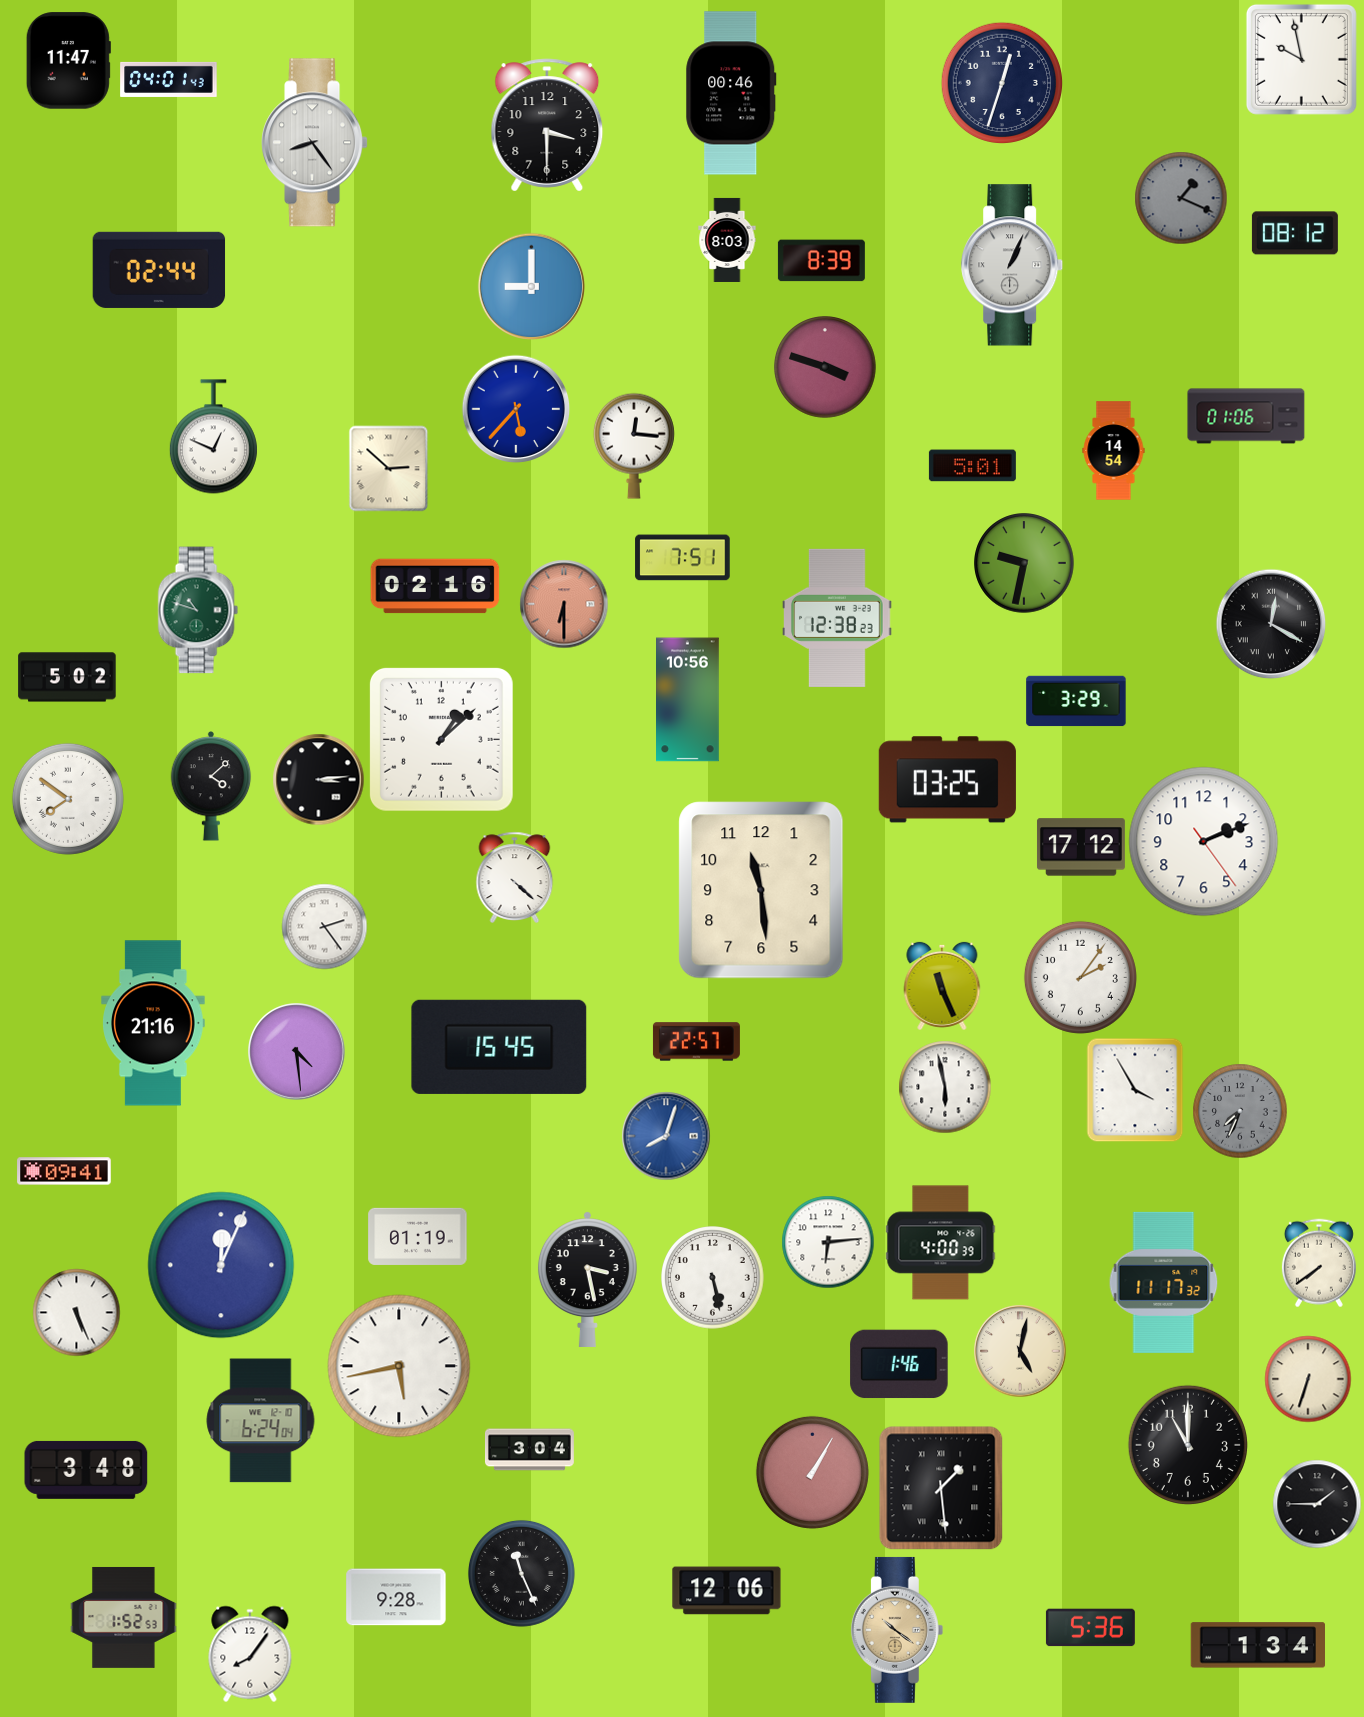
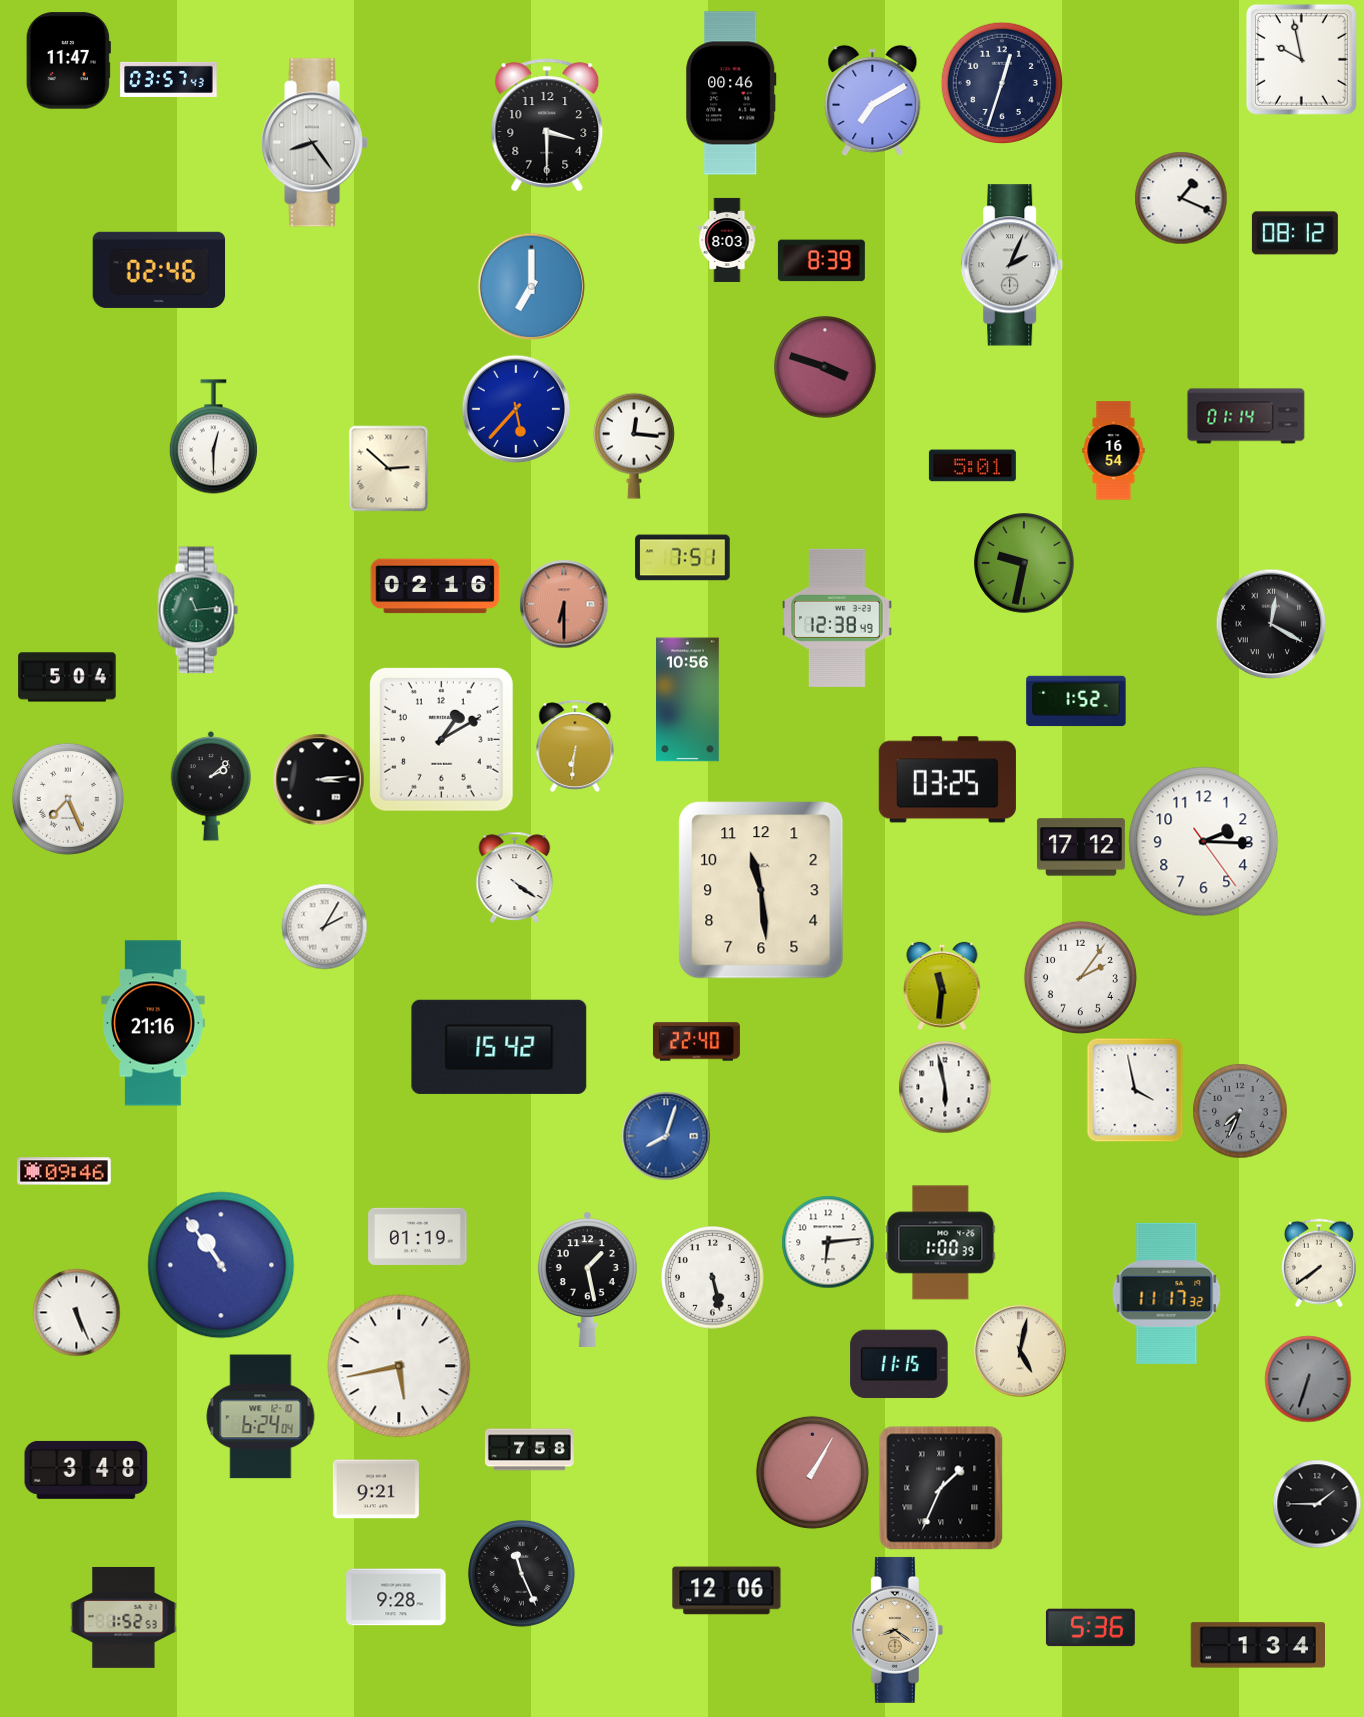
clock at (169, 79): 04:01 -> 03:57
clock at (873, 100): none -> 7:10
clock at (1181, 198) dial: grey -> white
clock at (1013, 265): 1:04 -> 2:04
clock at (159, 270): 02:44 -> 02:46
clock at (531, 286): 9:00 -> 7:00
clock at (1246, 416): 01:06 -> 01:14
clock at (213, 437): 12:49 -> 12:30
clock at (1114, 451): 14:54 -> 16:54
clock at (198, 610): 10:48 -> 11:14
clock at (837, 618): 12:38:23 -> 12:38:49
clock at (67, 677): 5:02 -> 5:04
clock at (1076, 701): 3:29 -> 1:52
clock at (441, 739): 1:08 -> 1:10
clock at (575, 746): none -> 6:31
clock at (211, 786): 4:08 -> 2:08
clock at (68, 799): 7:51 -> 7:26
clock at (1204, 842): 2:11 -> 2:15
clock at (515, 877): 4:22 -> 4:21
clock at (324, 926): 2:24 -> 2:05
clock at (942, 986): 11:26 -> 11:31
clock at (696, 1042): 22:57 -> 22:40
clock at (499, 1047): 15:45 -> 15:42
clock at (297, 1052): 4:29 -> none
clock at (1135, 1090): 3:55 -> 3:58
clock at (64, 1171): 09:41 -> 09:46
clock at (941, 1243): 4:00 -> 1:00
clock at (221, 1265): 12:04 -> 10:54
clock at (587, 1279): 3:28 -> 1:28
clock at (1164, 1282) position: (1164, 1282) -> (1167, 1293)
clock at (899, 1364): 1:46 -> 11:15
clock at (1308, 1379) dial: cream -> grey
clock at (261, 1421) position: (261, 1421) -> (261, 1417)
clock at (1188, 1445): 11:00 -> none
clock at (530, 1450): 3:04 -> 7:58
clock at (941, 1488): 1:29 -> 1:34
clock at (376, 1489): none -> 9:21
clock at (897, 1630): 10:21 -> 8:21
clock at (250, 1654): 8:06 -> none
